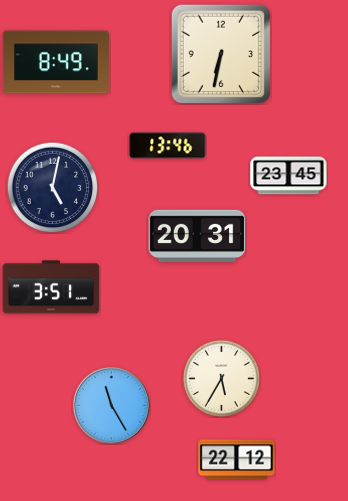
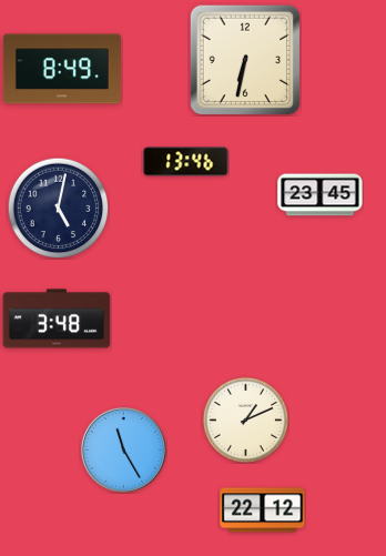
clock at (197, 236): 20:31 -> none
clock at (51, 287): 3:51 -> 3:48
clock at (221, 378): 5:35 -> 1:11
